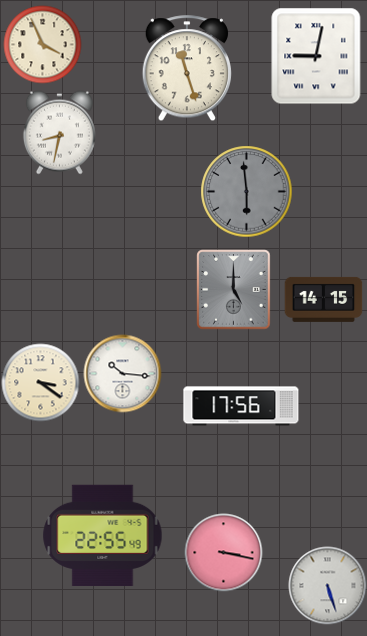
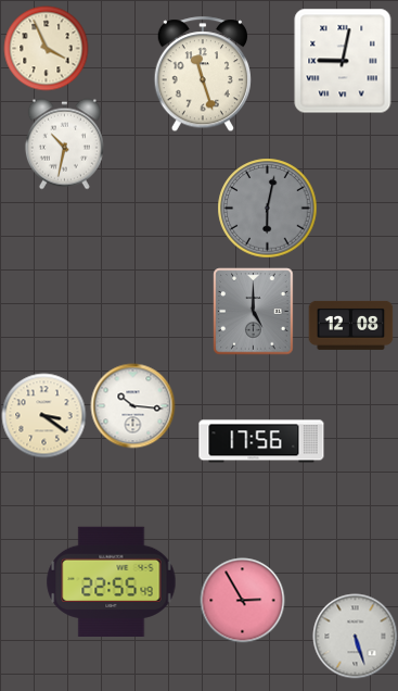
clock at (59, 132): 8:32 -> 10:32
clock at (246, 191): 5:59 -> 6:02
clock at (234, 289) position: (234, 289) -> (254, 311)
clock at (323, 299): 14:15 -> 12:08
clock at (223, 552): 3:17 -> 2:55
